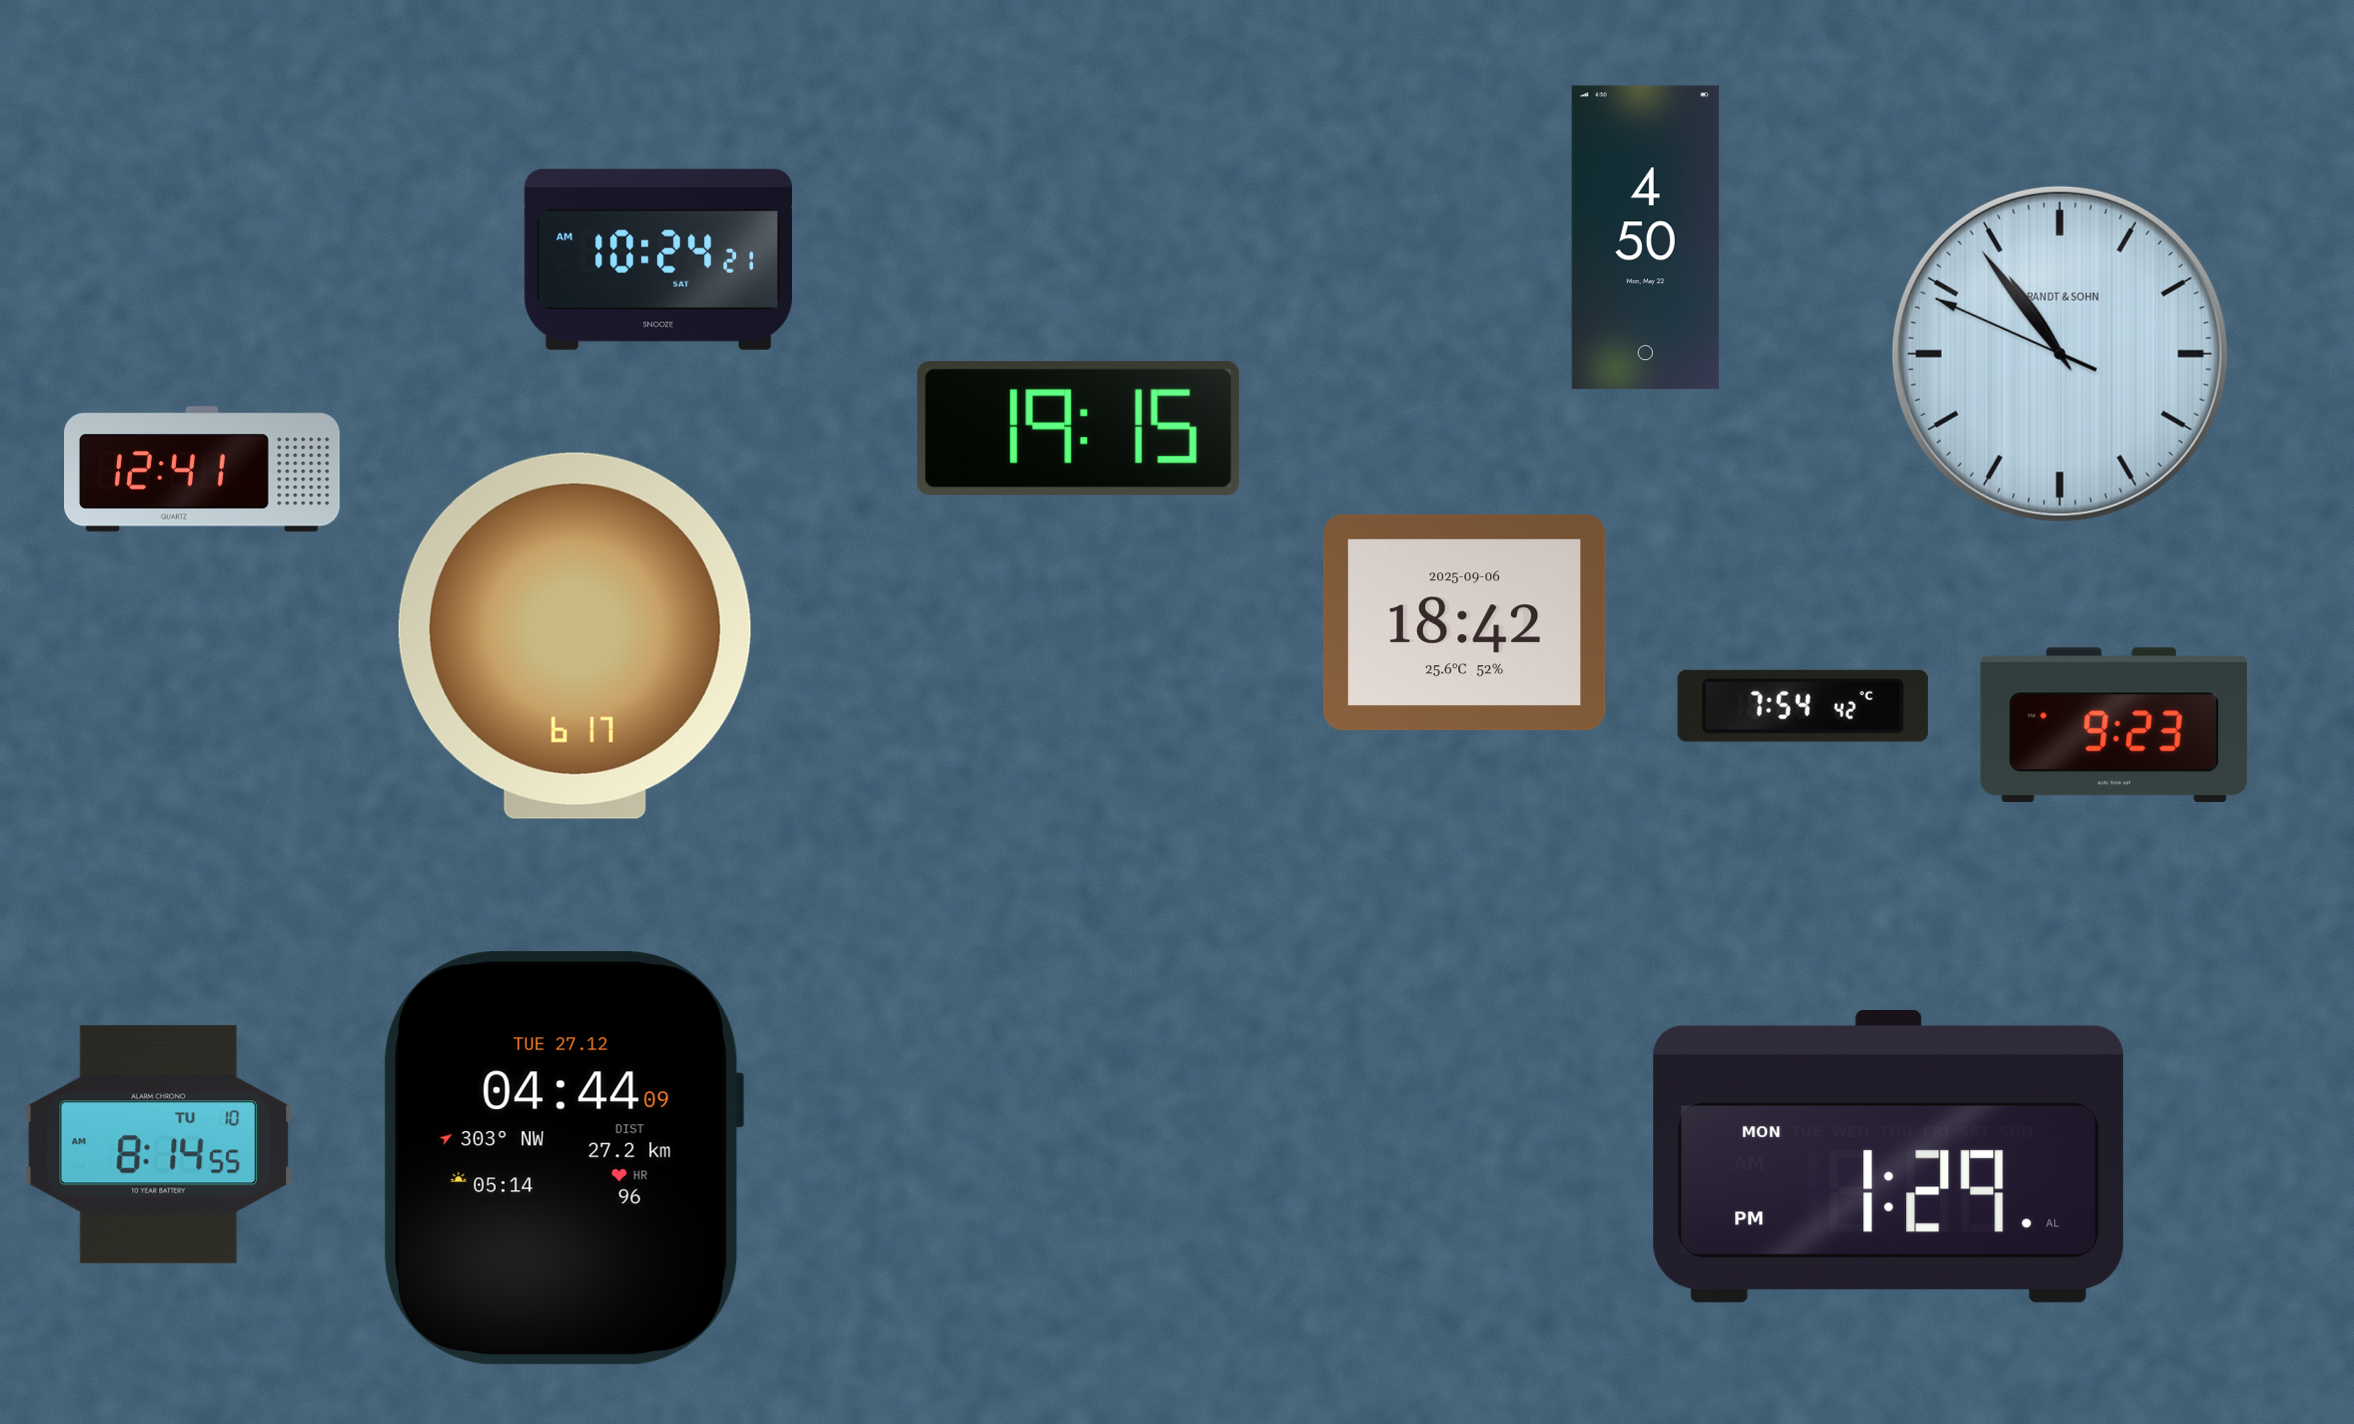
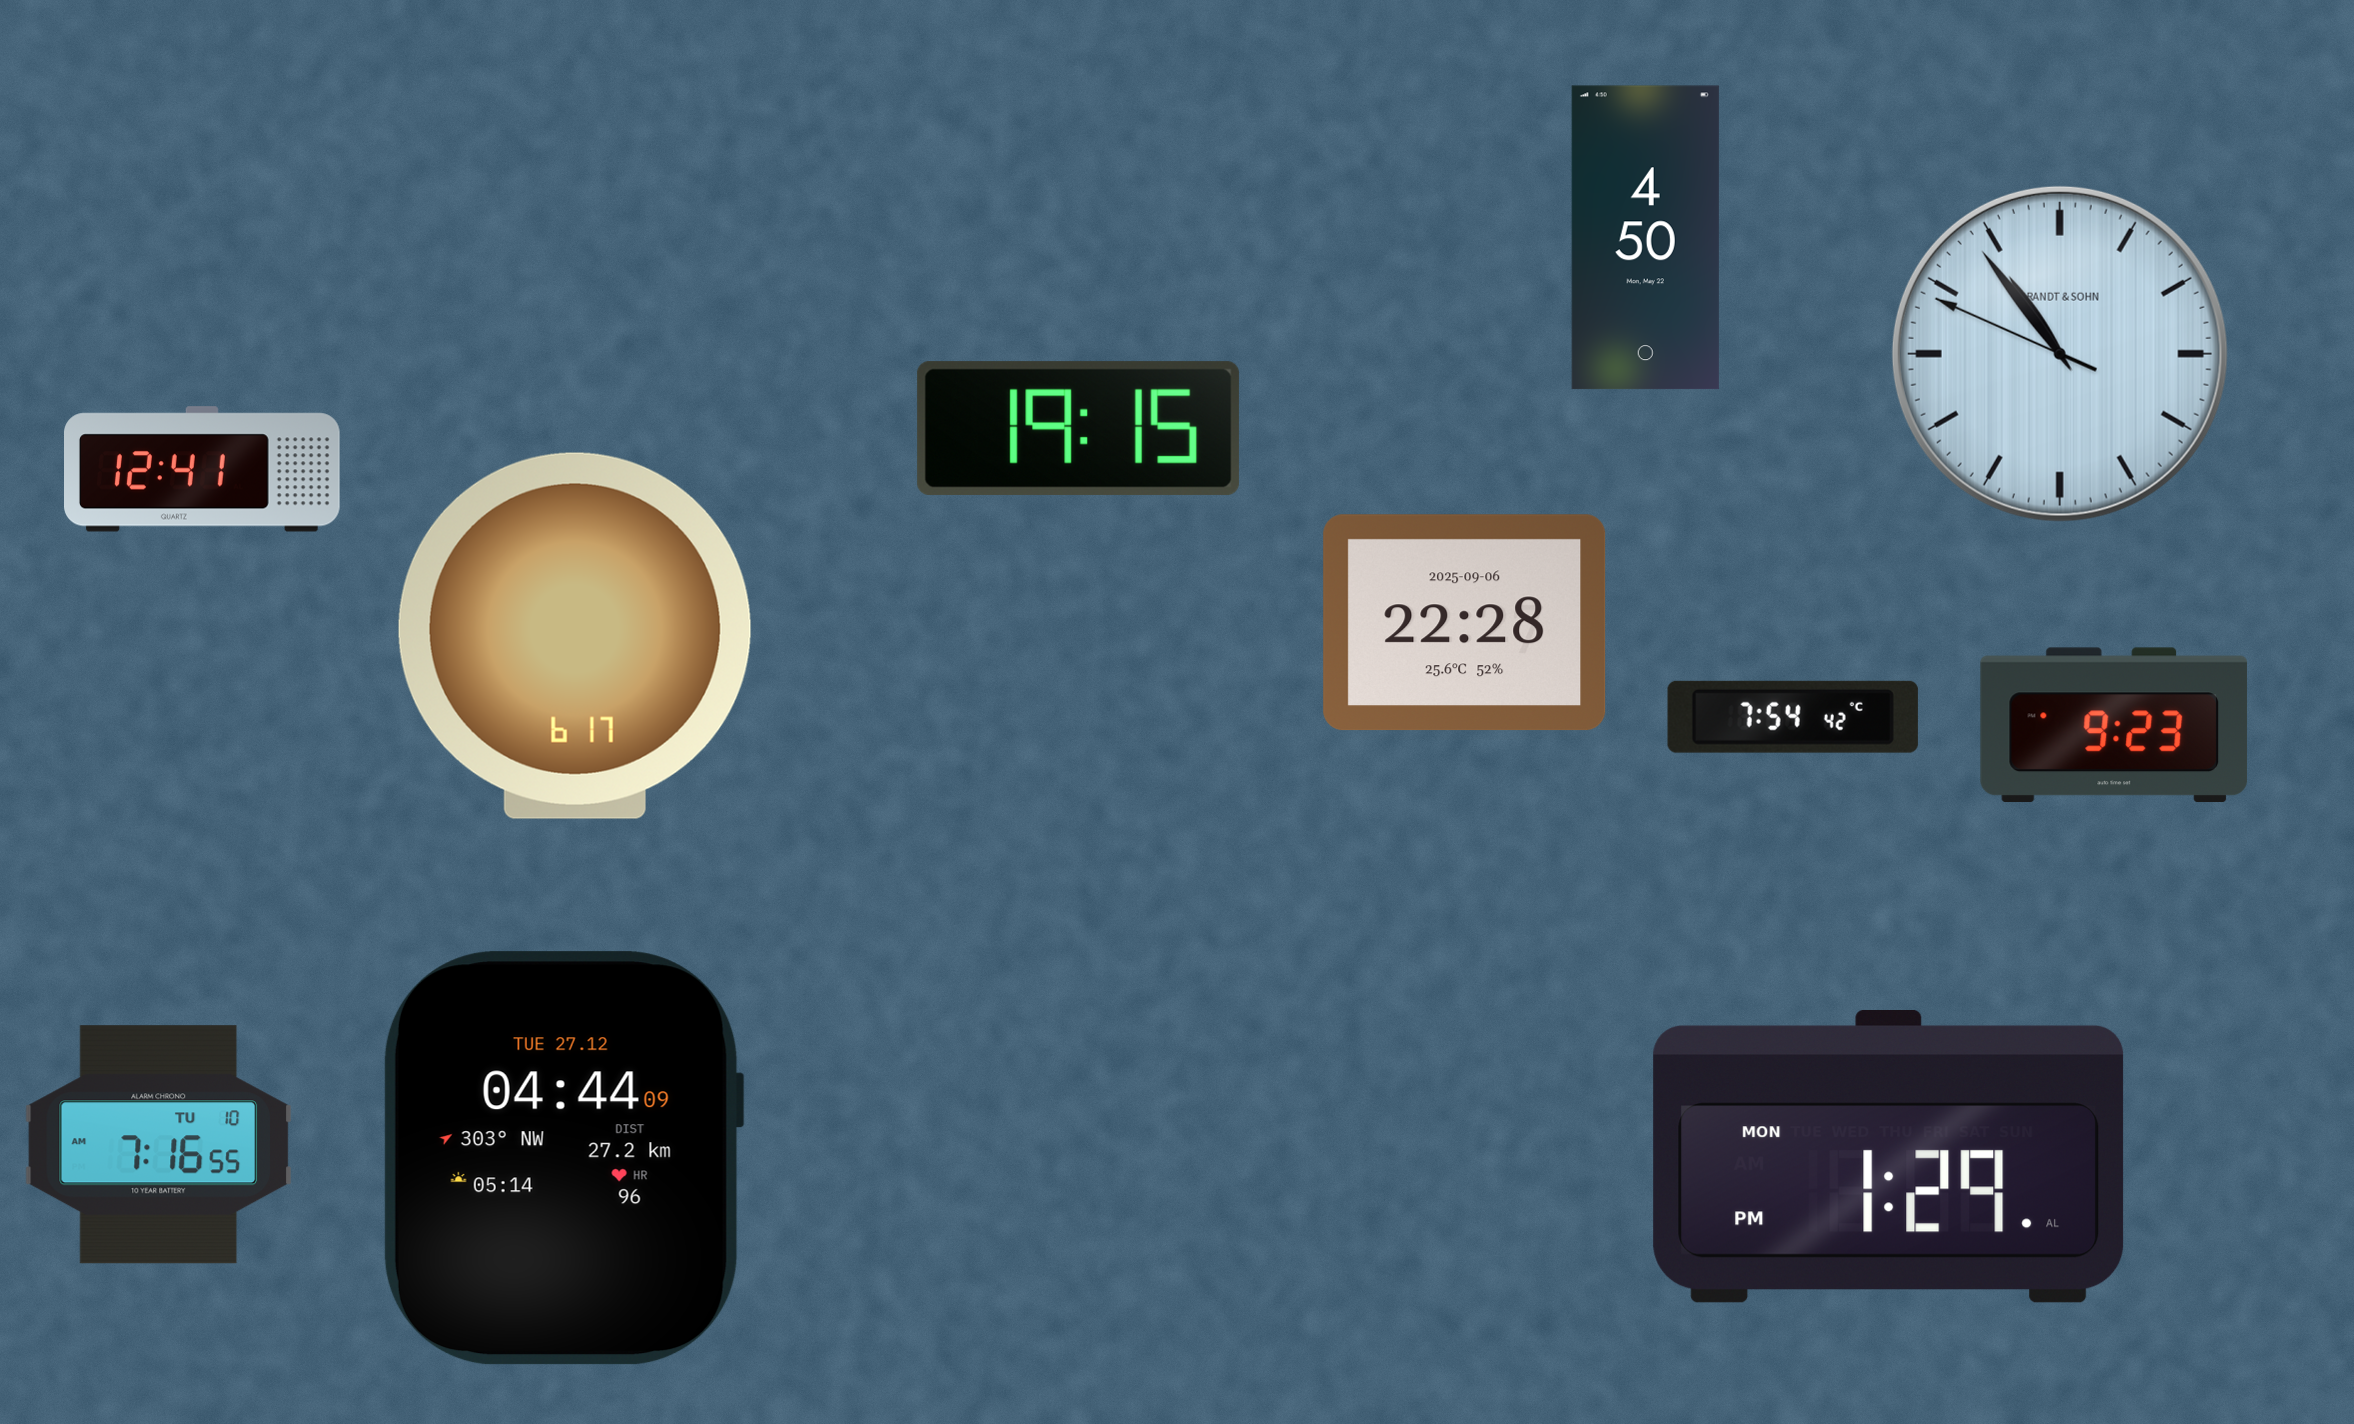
clock at (658, 259): 10:24 -> none
clock at (1465, 623): 18:42 -> 22:28
clock at (1803, 706) position: (1803, 706) -> (1793, 717)
clock at (158, 1145): 8:14 -> 7:16
